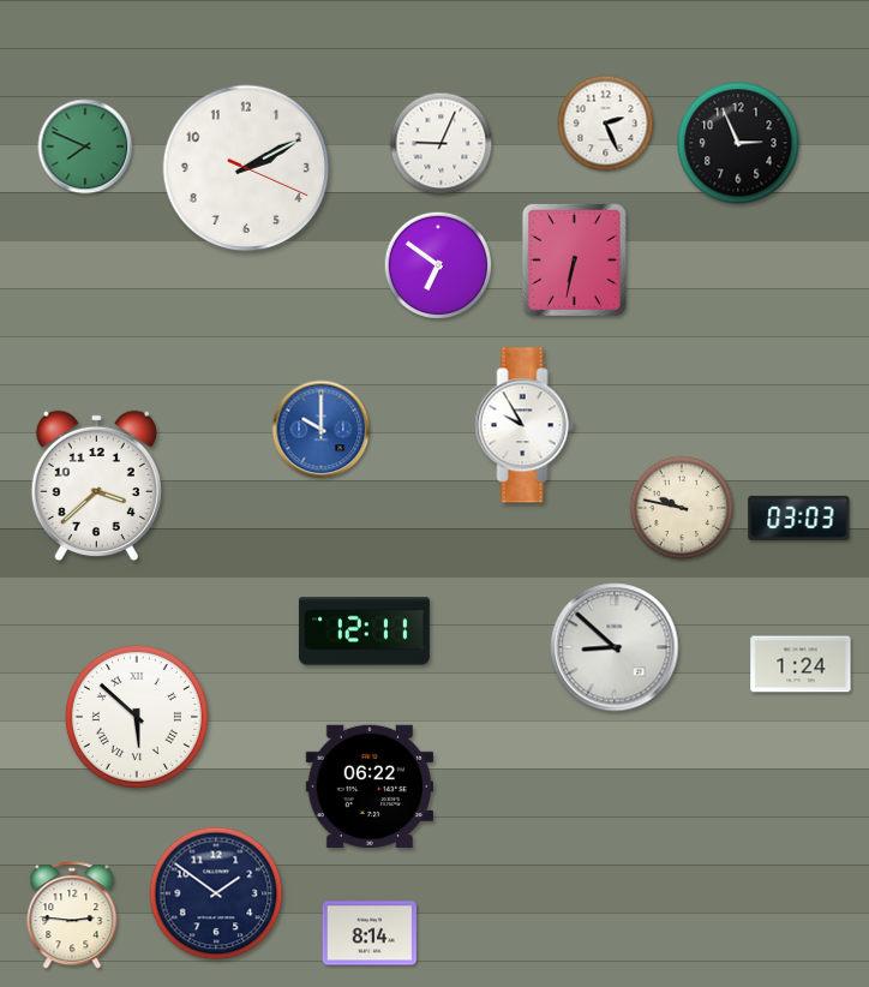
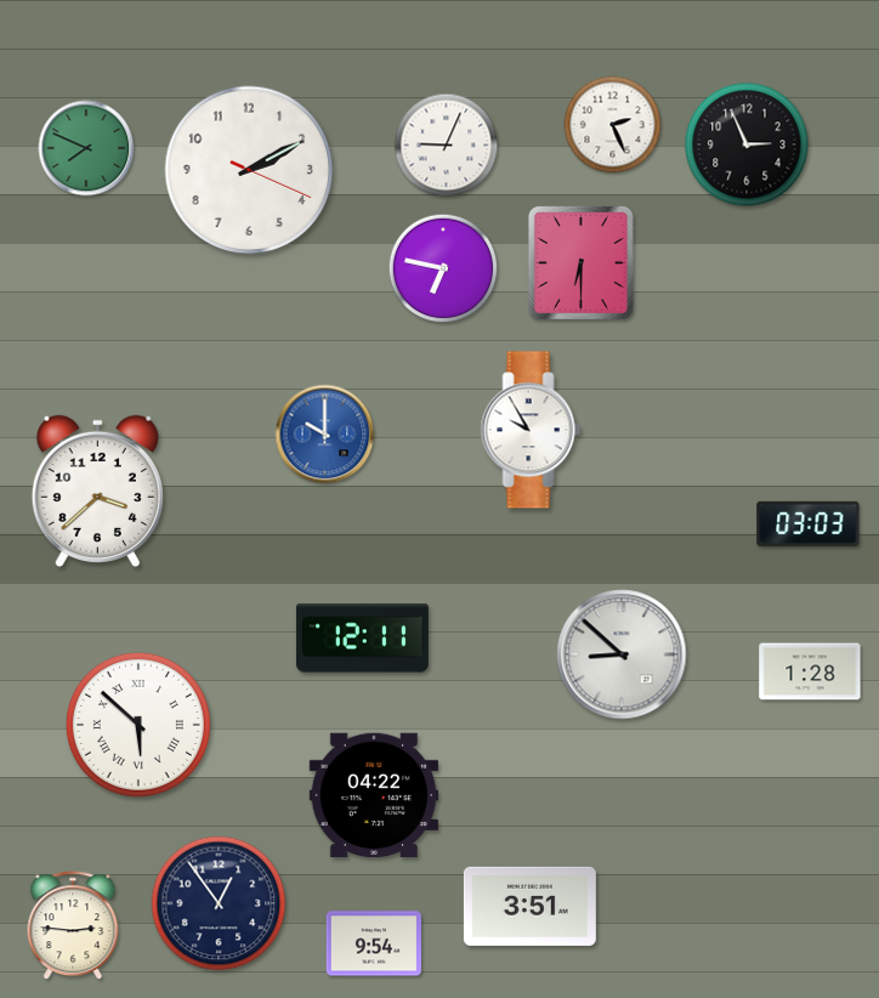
clock at (574, 259): 6:32 -> 6:30
clock at (438, 265): 6:51 -> 6:47
clock at (682, 508): 9:47 -> none
clock at (364, 632) position: (364, 632) -> (362, 639)
clock at (801, 664): 1:24 -> 1:28
clock at (370, 786): 06:22 -> 04:22
clock at (216, 893): 1:51 -> 12:54
clock at (529, 906): none -> 3:51
clock at (370, 933): 8:14 -> 9:54
